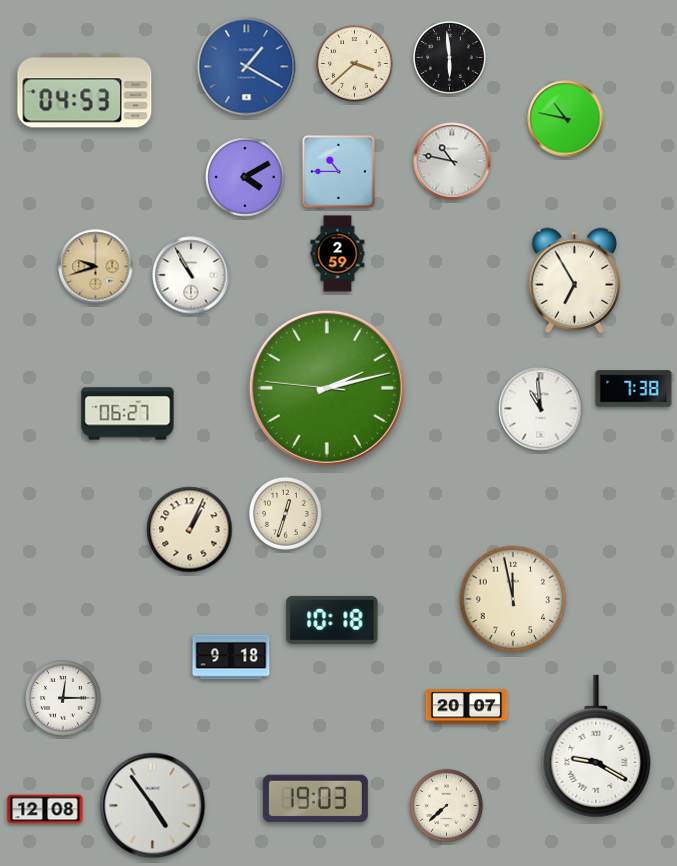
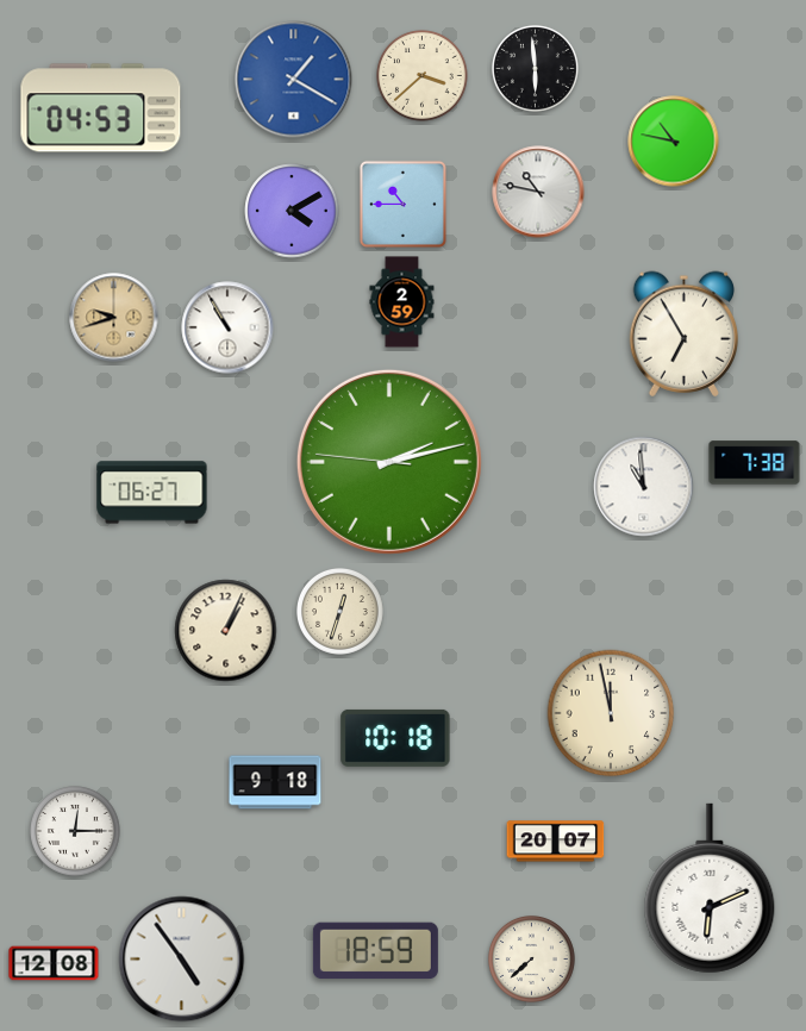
clock at (596, 746): 9:20 -> 6:11
clock at (315, 799): 19:03 -> 18:59
